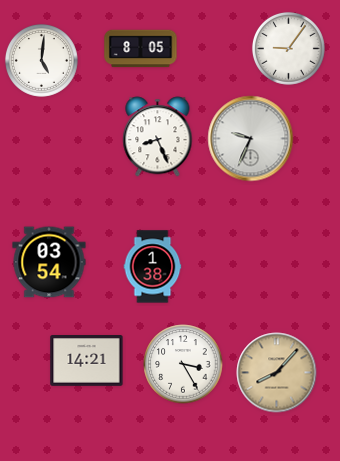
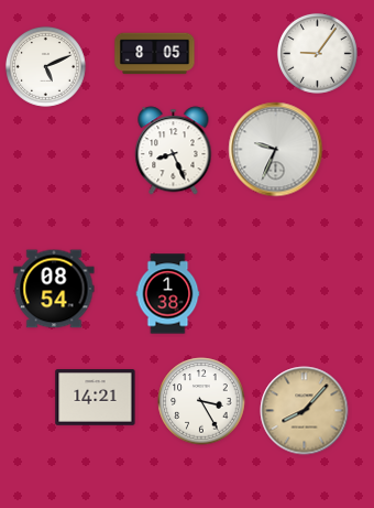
clock at (41, 60): 5:01 -> 5:11
clock at (251, 139) position: (251, 139) -> (276, 150)
clock at (49, 262): 03:54 -> 08:54
